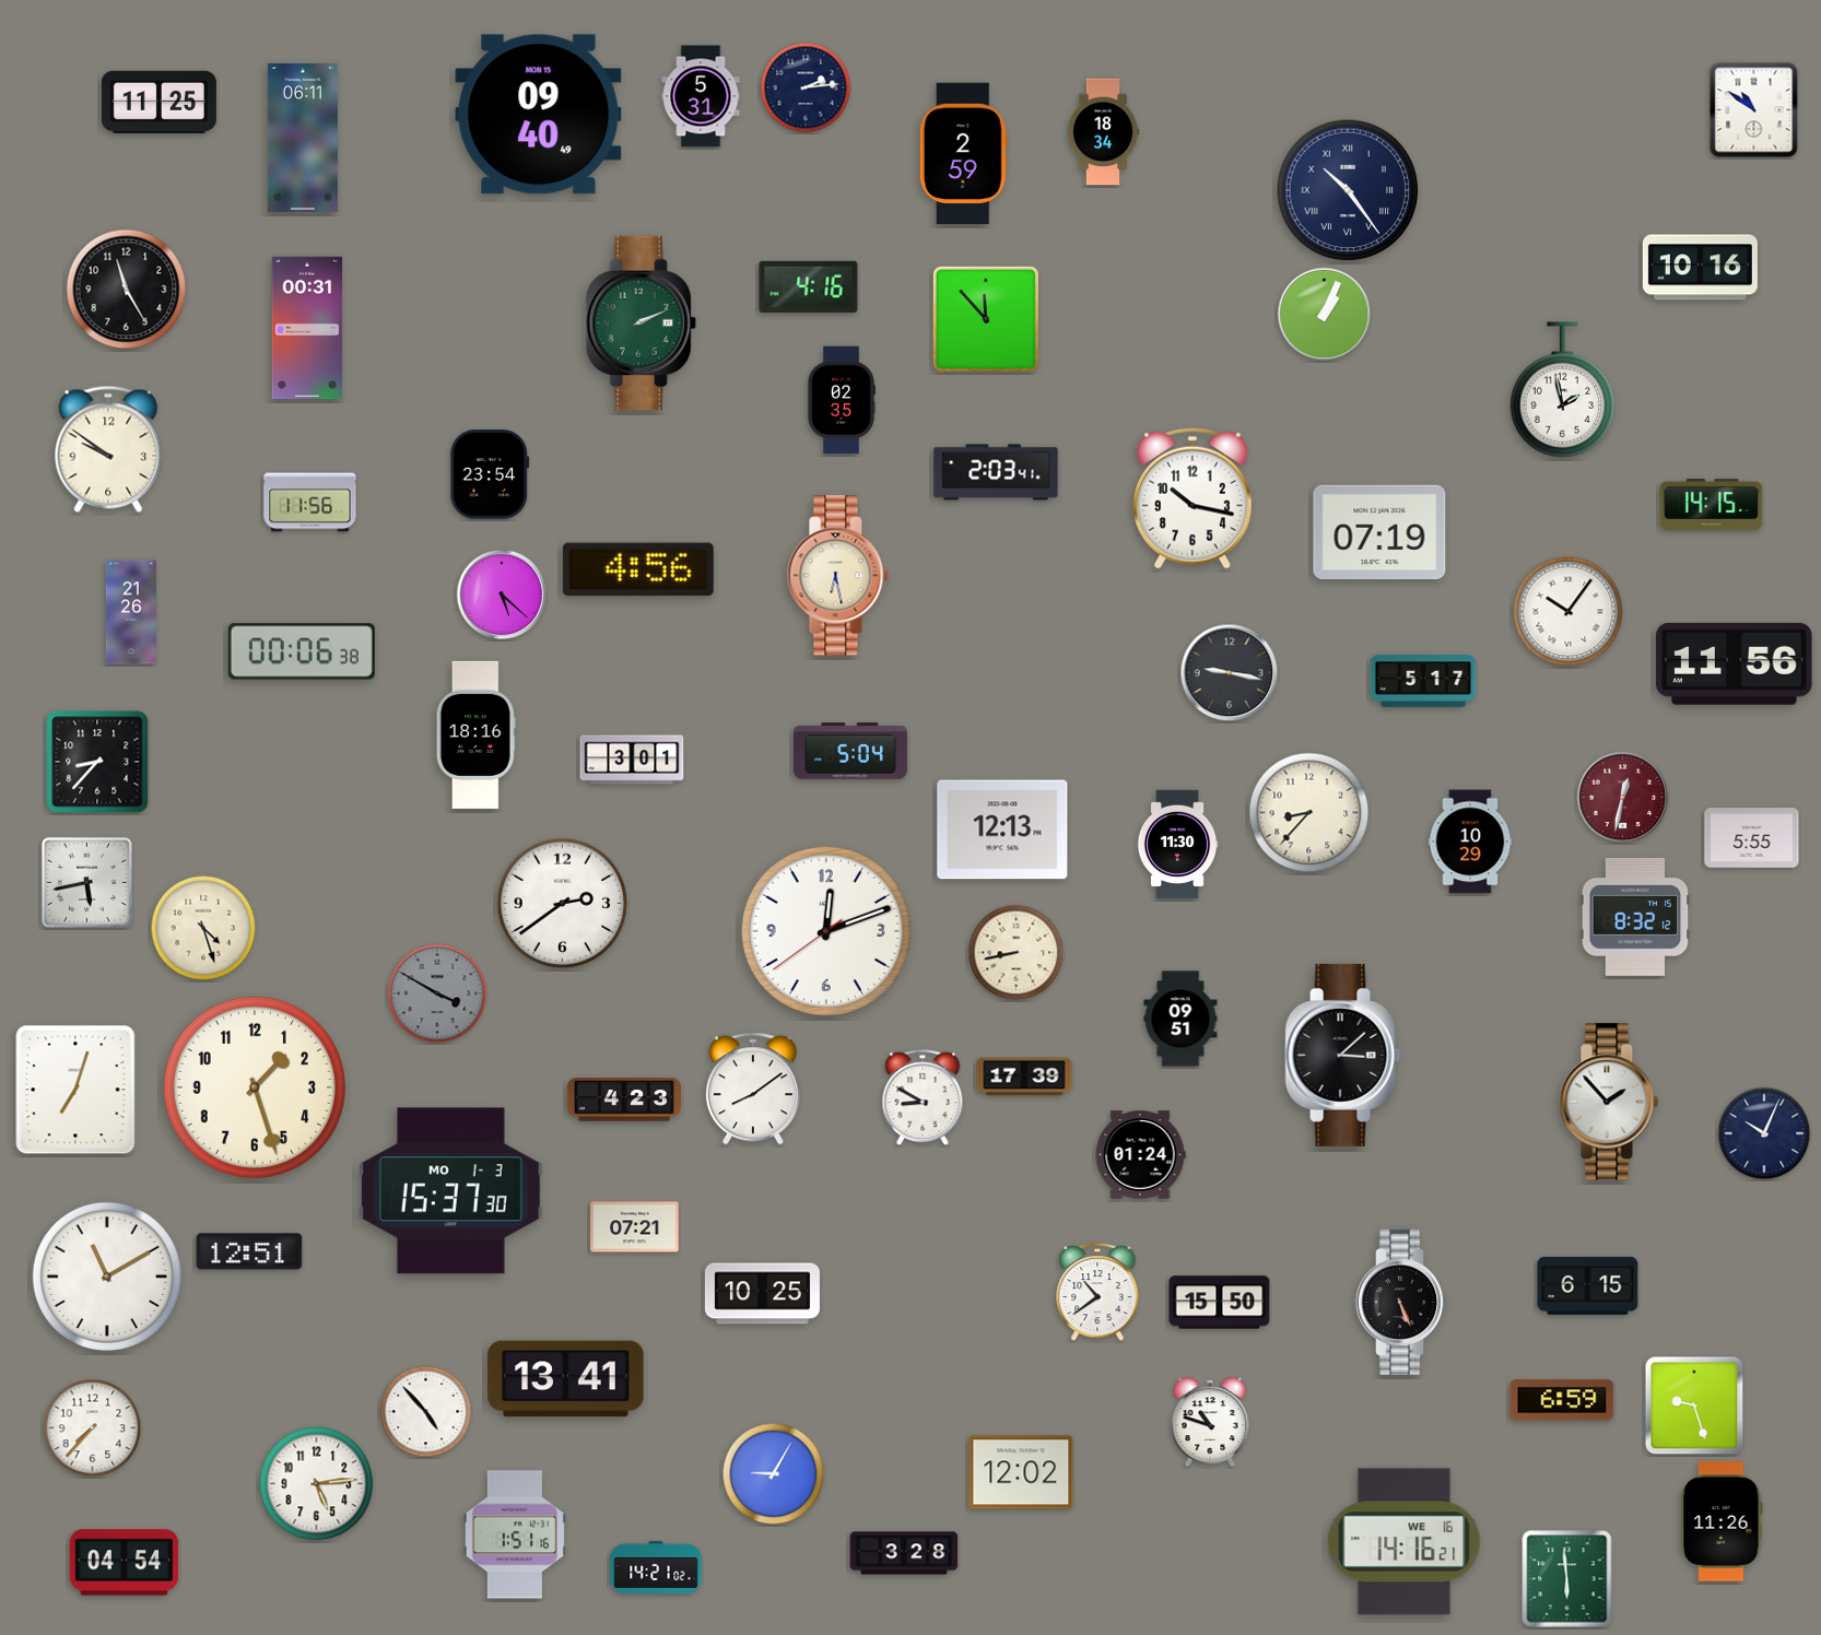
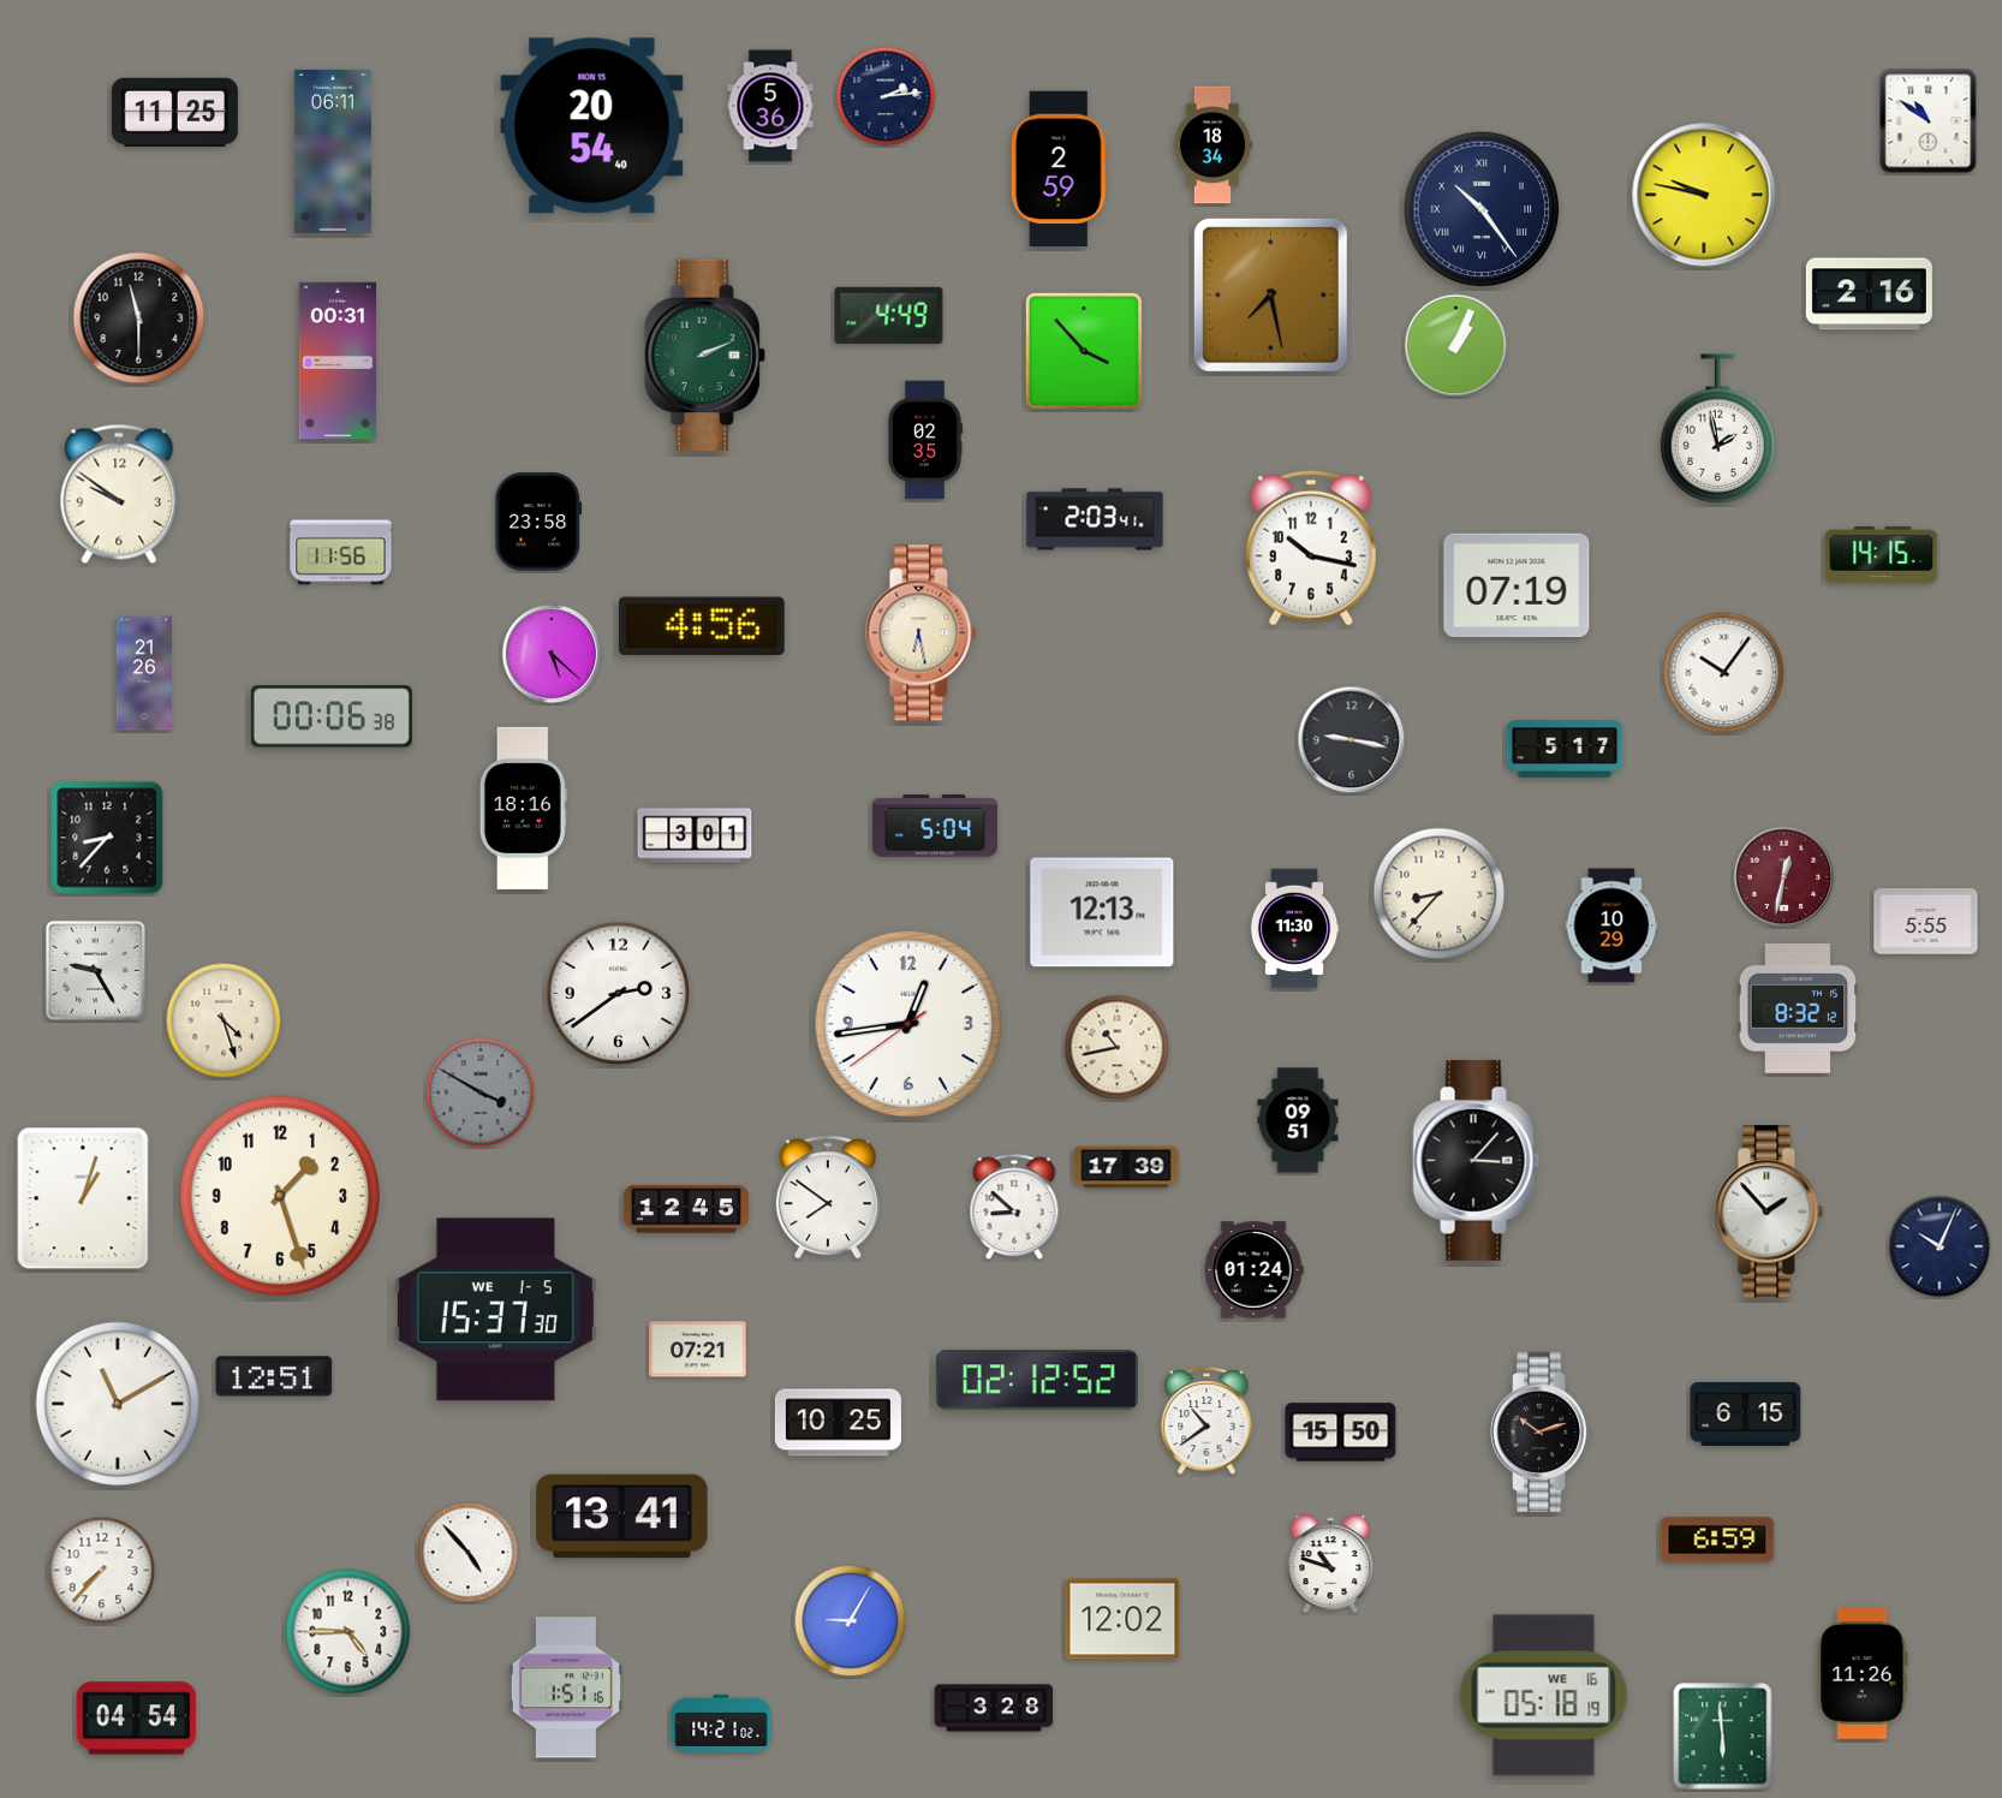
clock at (701, 96): 5:31 -> 5:36
clock at (539, 115): 09:40 -> 20:54
clock at (1704, 195): none -> 9:47
clock at (1270, 294): none -> 7:28
clock at (1700, 268): 10:16 -> 2:16
clock at (809, 286): 4:16 -> 4:49
clock at (127, 290): 11:25 -> 11:30
clock at (986, 319): 11:53 -> 3:53
clock at (490, 474): 23:54 -> 23:58
clock at (1735, 663): 11:56 -> none
clock at (1470, 842) position: (1470, 842) -> (1611, 925)
clock at (86, 882): 5:43 -> 9:25
clock at (825, 930): 12:11 -> 12:43
clock at (1017, 953): 8:43 -> 10:43
clock at (1343, 1055): 3:08 -> 3:07
clock at (1024, 1077) position: (1024, 1077) -> (1126, 1167)
clock at (753, 1089): 8:09 -> 7:51
clock at (75, 1090): 7:03 -> 1:03
clock at (923, 1098): 8:50 -> 8:52
clock at (624, 1099): 4:23 -> 12:45
clock at (450, 1191) date: MO 1-3 -> WE 1-5
clock at (1037, 1380): none -> 02:12
clock at (1403, 1302): 5:26 -> 10:12
clock at (1694, 1405): 9:27 -> none
clock at (317, 1484): 5:14 -> 4:45
clock at (1722, 1521) position: (1722, 1521) -> (1863, 1673)
clock at (1405, 1542): 14:16 -> 05:18
